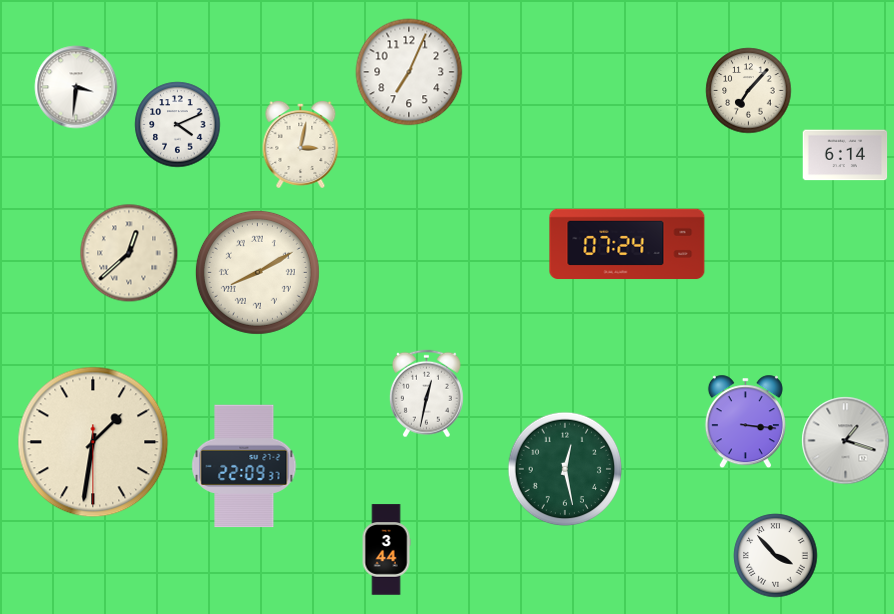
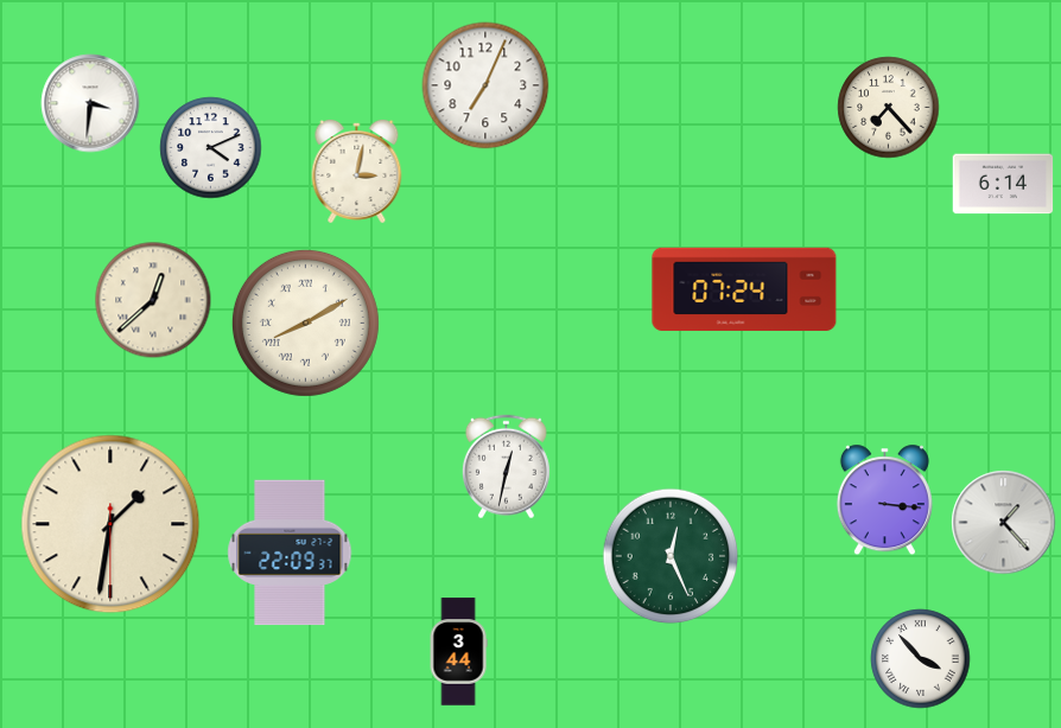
clock at (749, 91): 7:07 -> 7:23
clock at (846, 441): 1:18 -> 1:23
clock at (565, 469): 12:28 -> 12:26
